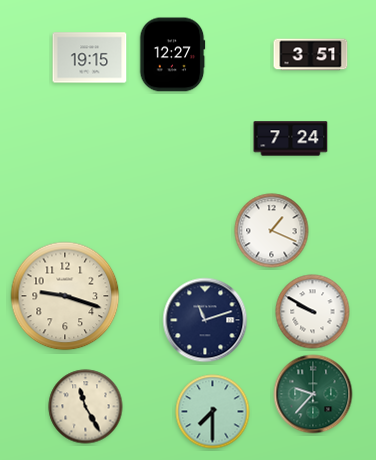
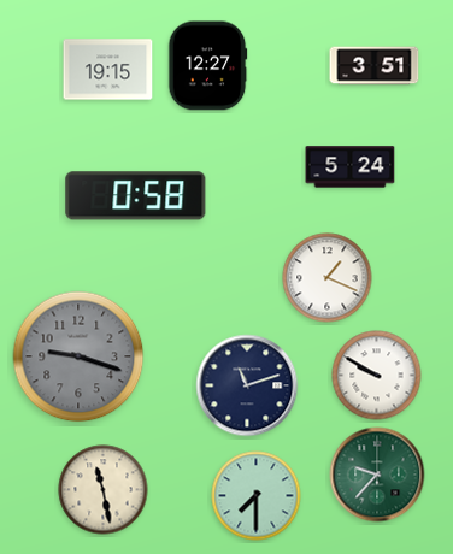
clock at (291, 139): 7:24 -> 5:24
clock at (136, 196): none -> 0:58
clock at (65, 296) dial: cream -> grey
clock at (86, 407): 11:25 -> 11:28
